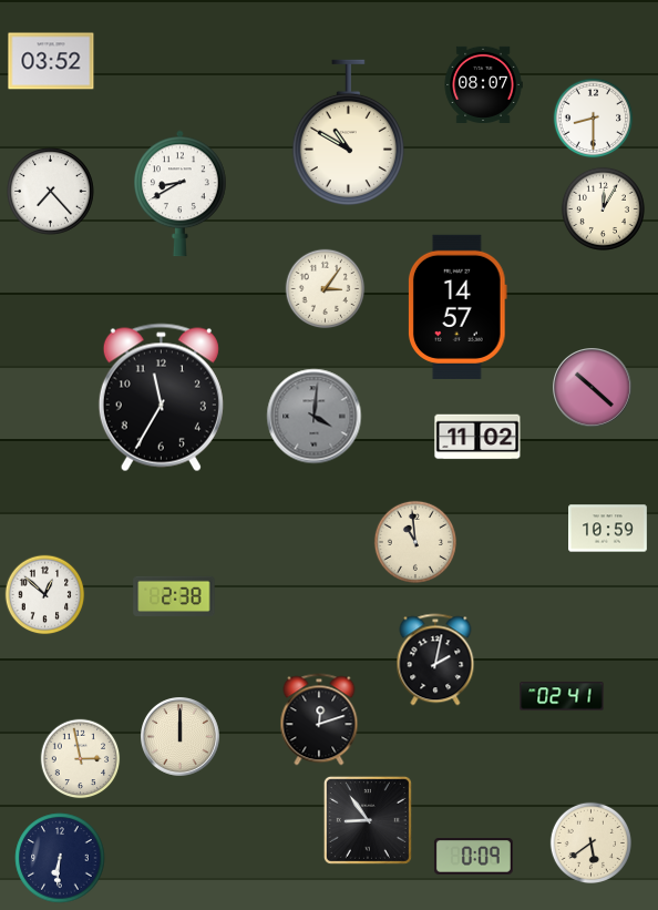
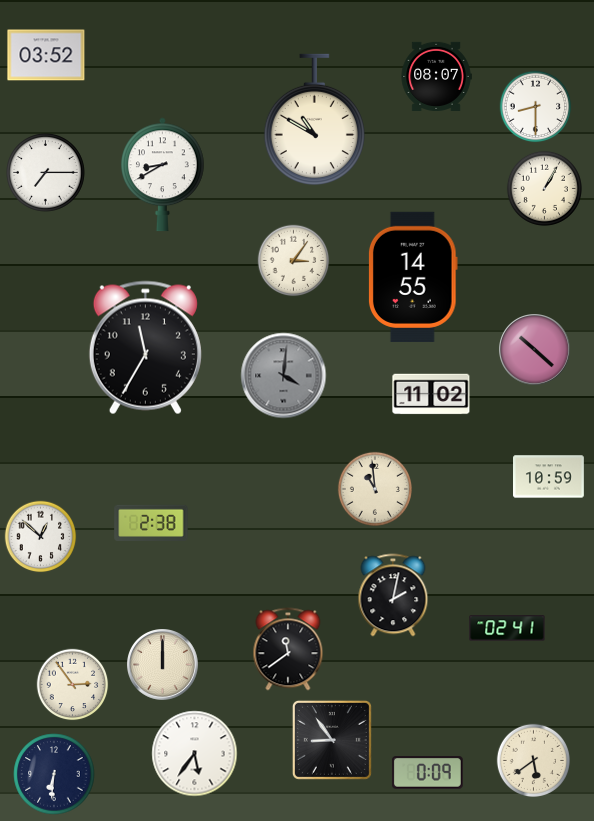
clock at (51, 192): 7:23 -> 7:15
clock at (603, 208): 12:05 -> 1:05
clock at (457, 307): 14:57 -> 14:55
clock at (161, 398) position: (161, 398) -> (145, 348)
clock at (174, 595) position: (174, 595) -> (151, 522)
clock at (319, 719): 12:12 -> 11:39
clock at (81, 759): 2:58 -> 2:54
clock at (195, 754): none -> 5:36
